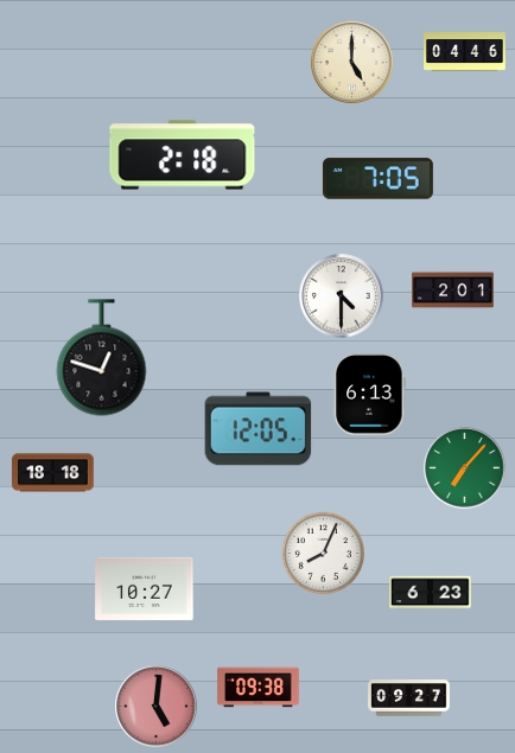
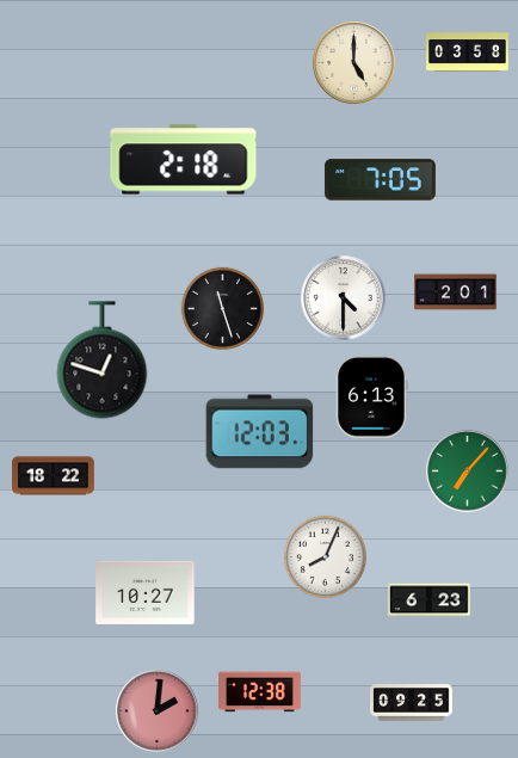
clock at (465, 52): 04:46 -> 03:58
clock at (183, 155) position: (183, 155) -> (184, 160)
clock at (222, 308): none -> 11:27
clock at (259, 429): 12:05 -> 12:03
clock at (53, 473): 18:18 -> 18:22
clock at (431, 593) position: (431, 593) -> (430, 600)
clock at (259, 688): 09:38 -> 12:38
clock at (409, 698): 09:27 -> 09:25
clock at (157, 707): 5:01 -> 2:01
